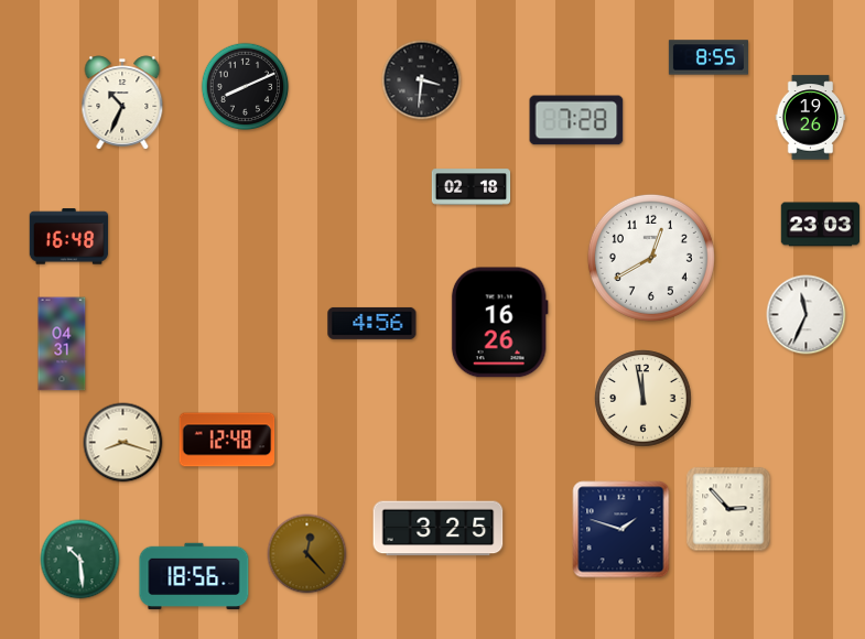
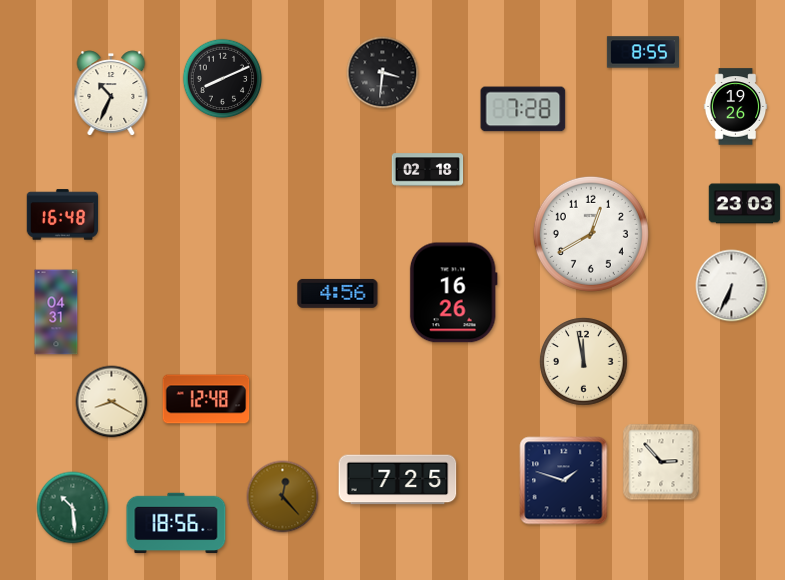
clock at (807, 315): 11:34 -> 6:34
clock at (123, 443): 8:18 -> 8:20
clock at (439, 529): 3:25 -> 7:25
clock at (307, 554) position: (307, 554) -> (283, 497)
